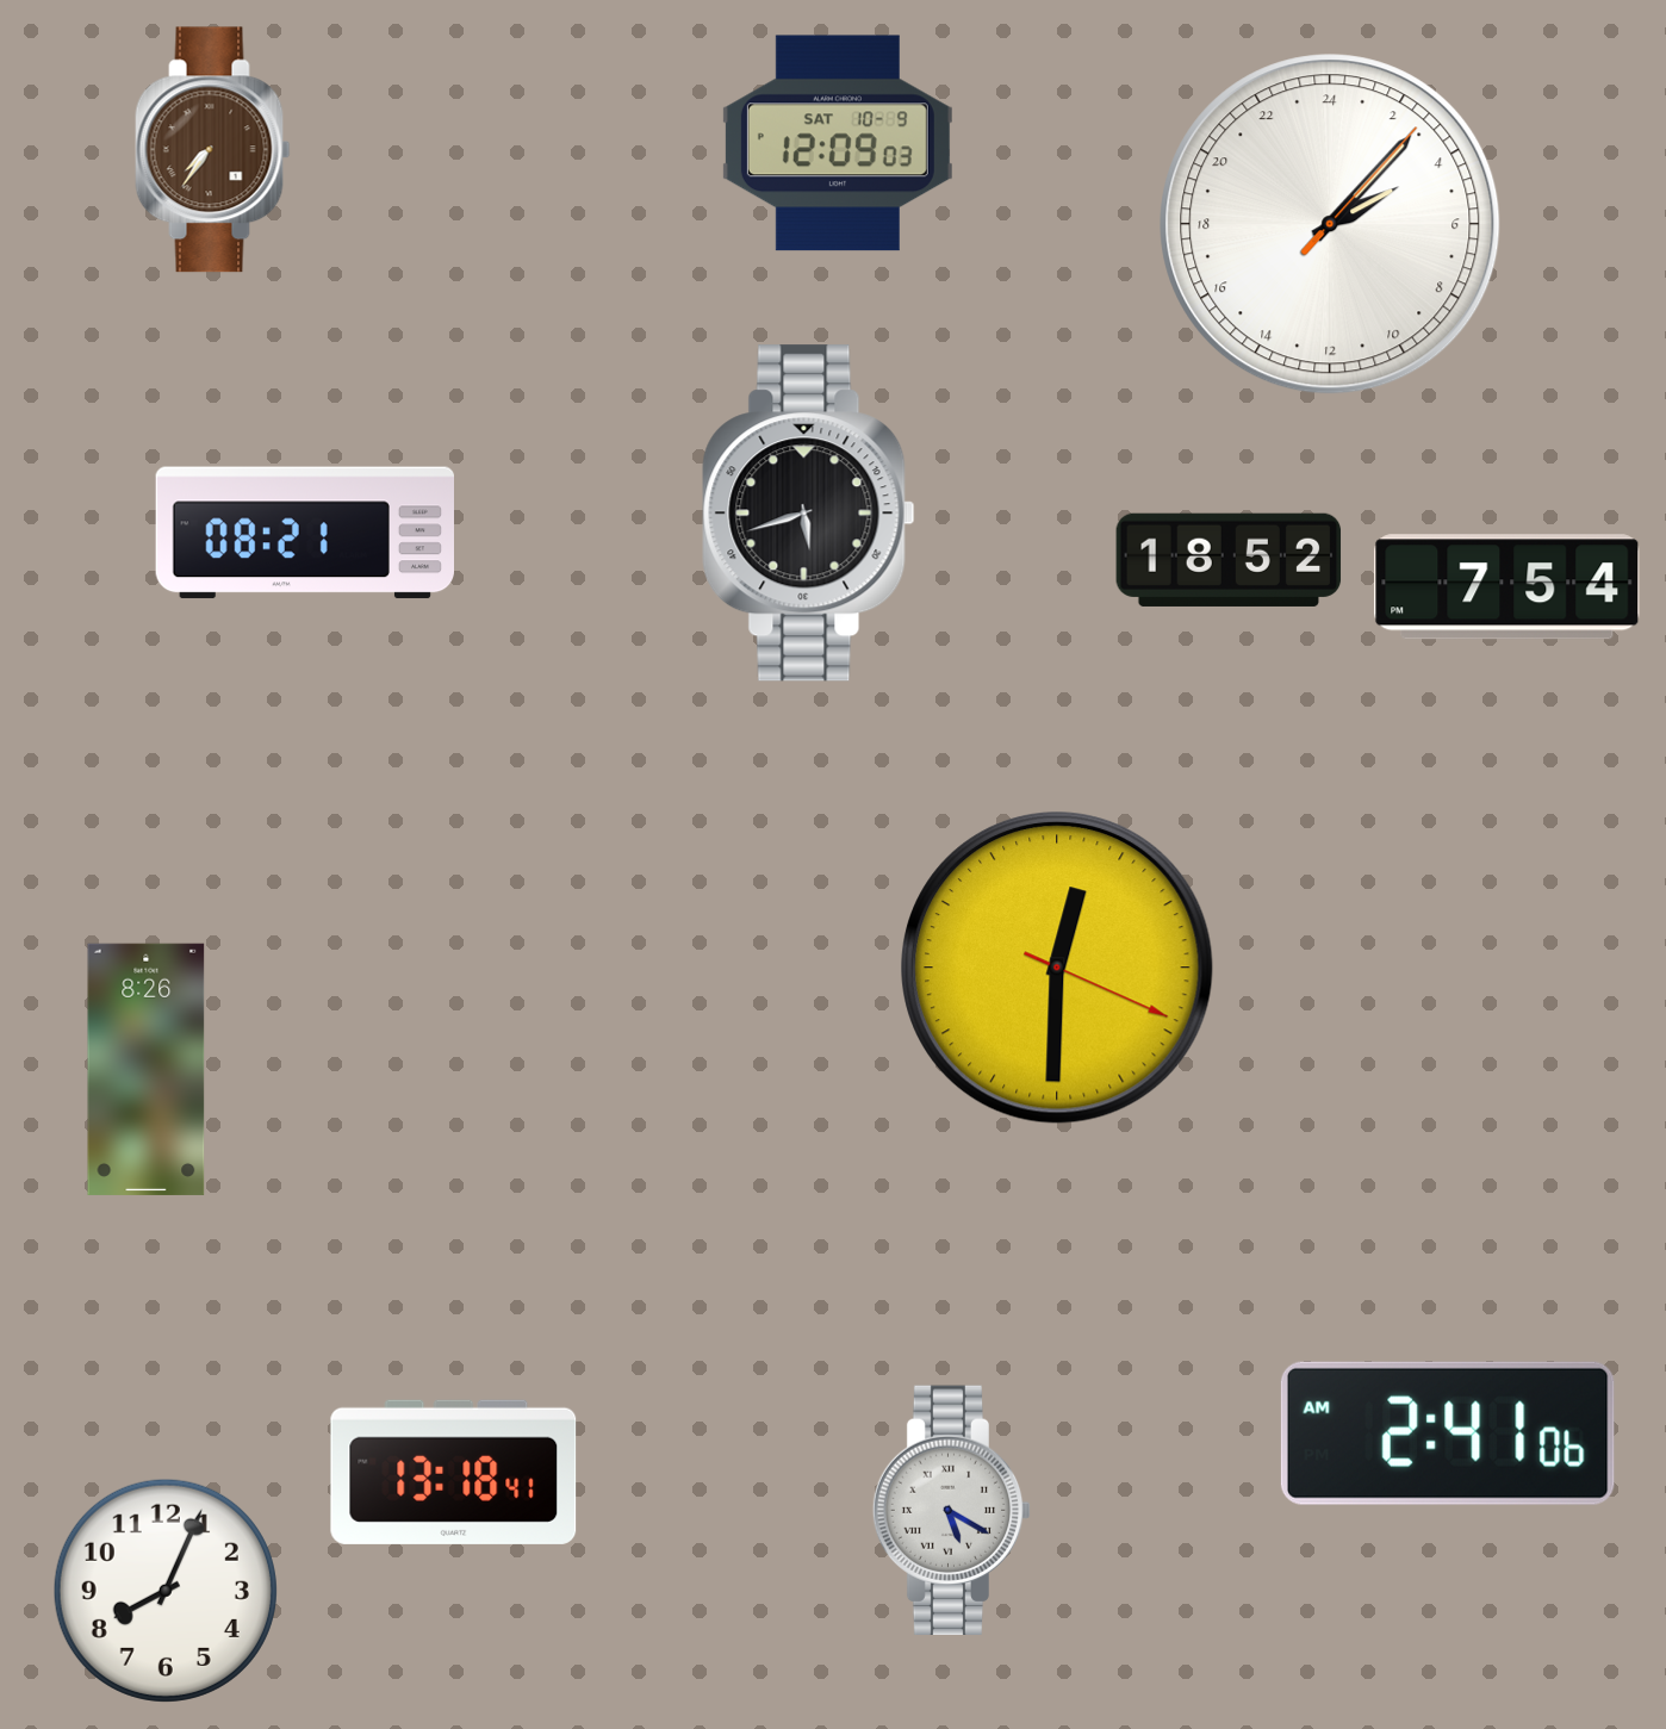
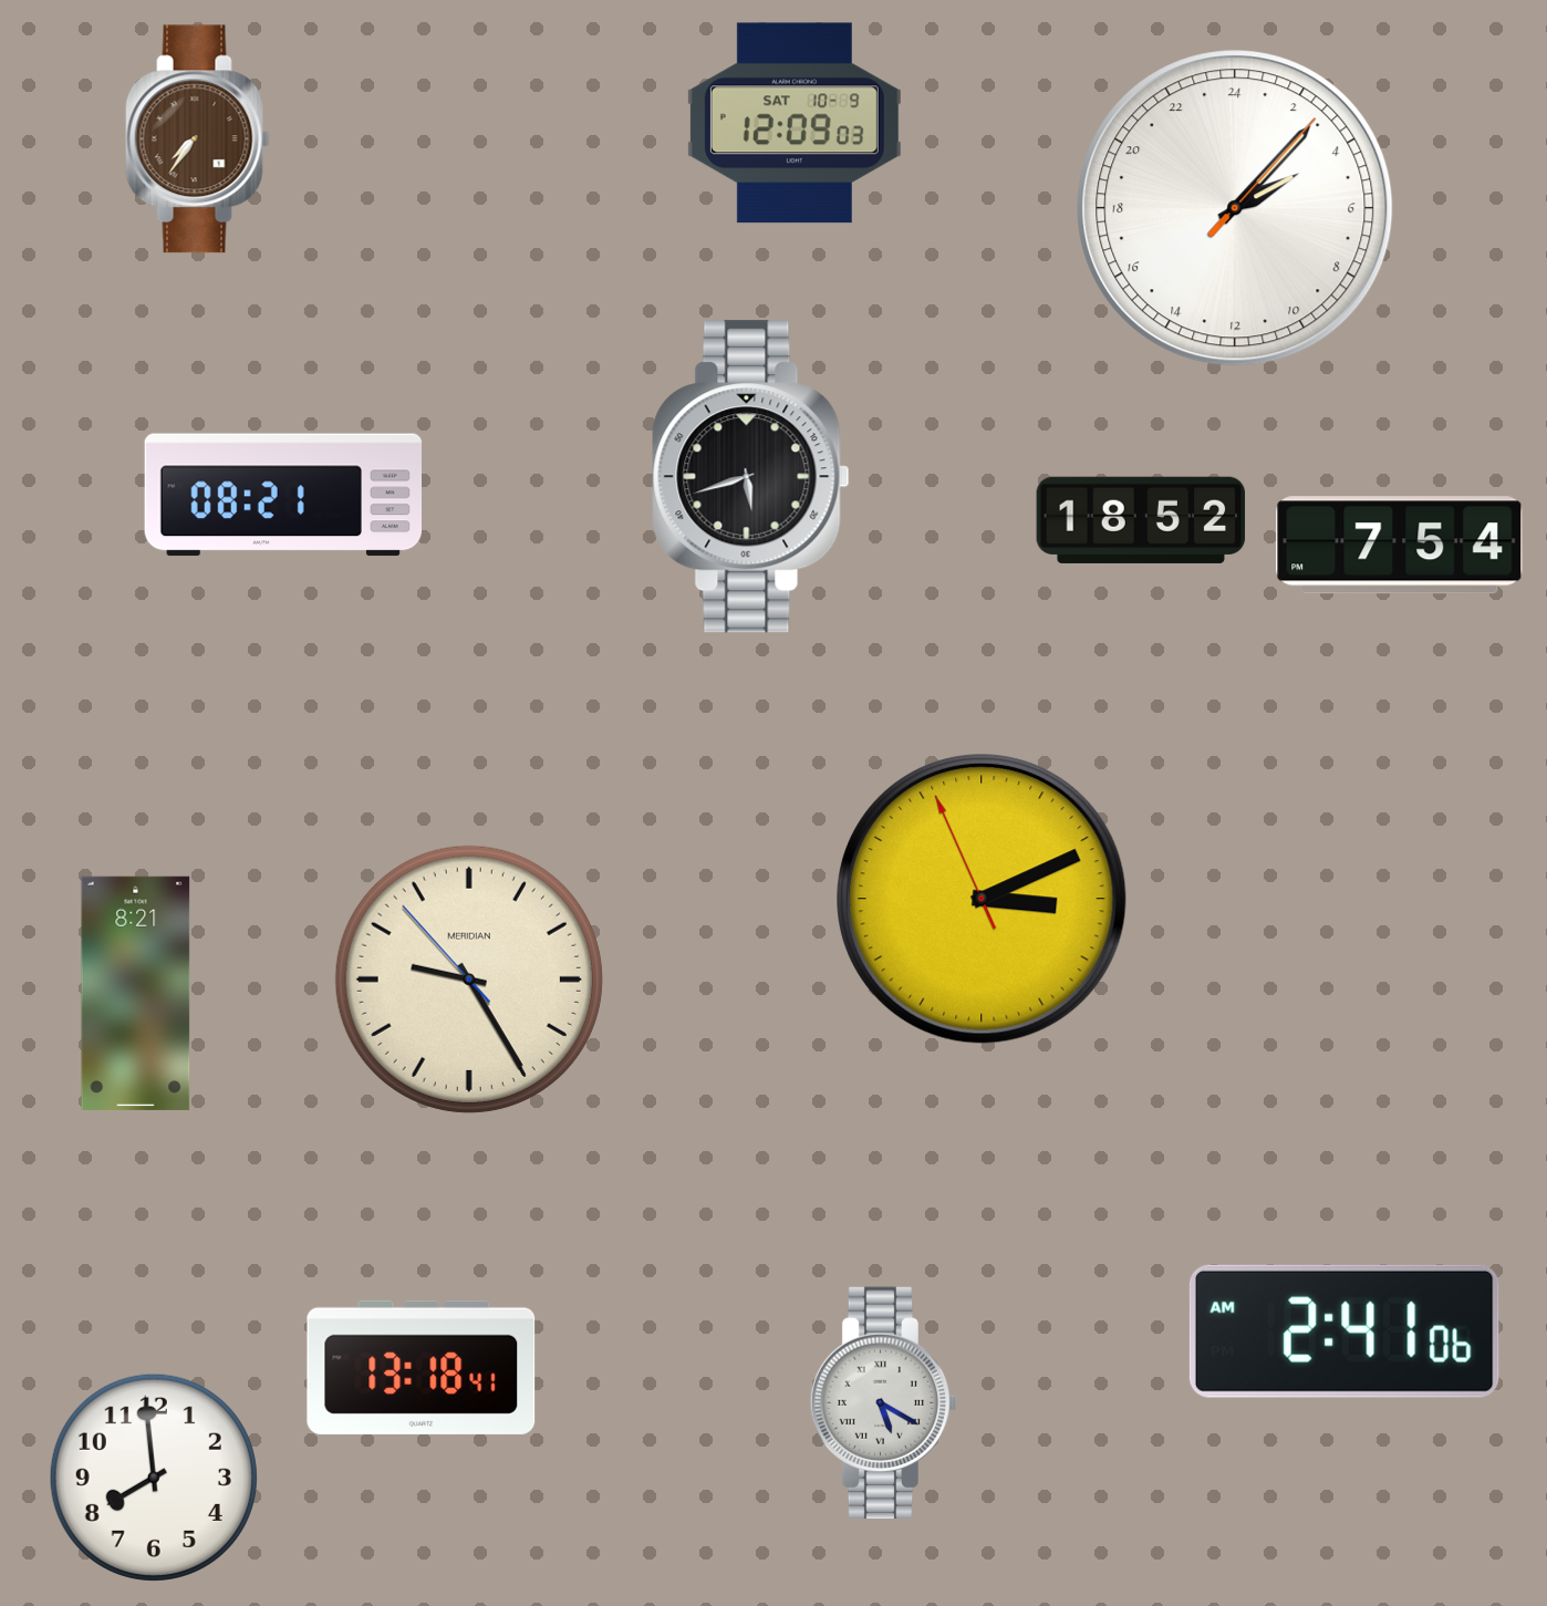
clock at (838, 143) position: (838, 143) -> (795, 123)
clock at (1057, 968): 12:30 -> 3:10
clock at (469, 980): none -> 9:24
clock at (147, 1069): 8:26 -> 8:21
clock at (166, 1591): 8:04 -> 7:59
